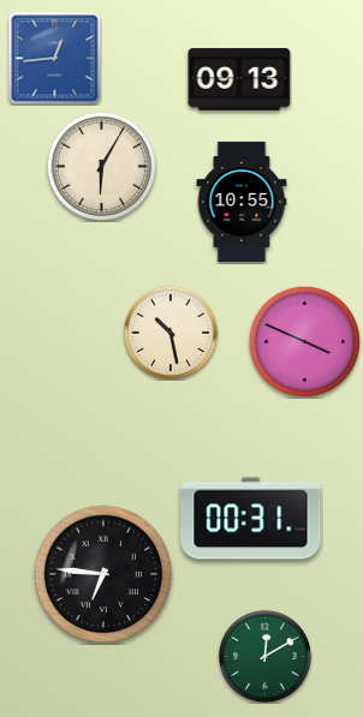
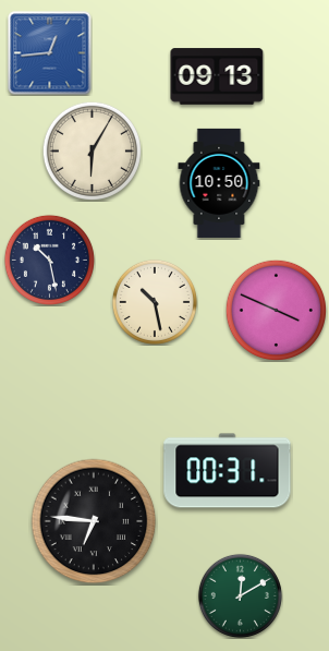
clock at (239, 79) position: (239, 79) -> (217, 76)
clock at (242, 202): 10:55 -> 10:50
clock at (49, 260): none -> 10:28
